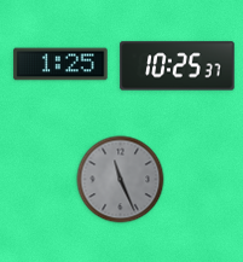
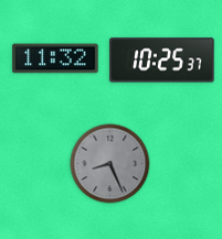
clock at (60, 64): 1:25 -> 11:32
clock at (121, 180): 11:26 -> 8:26
